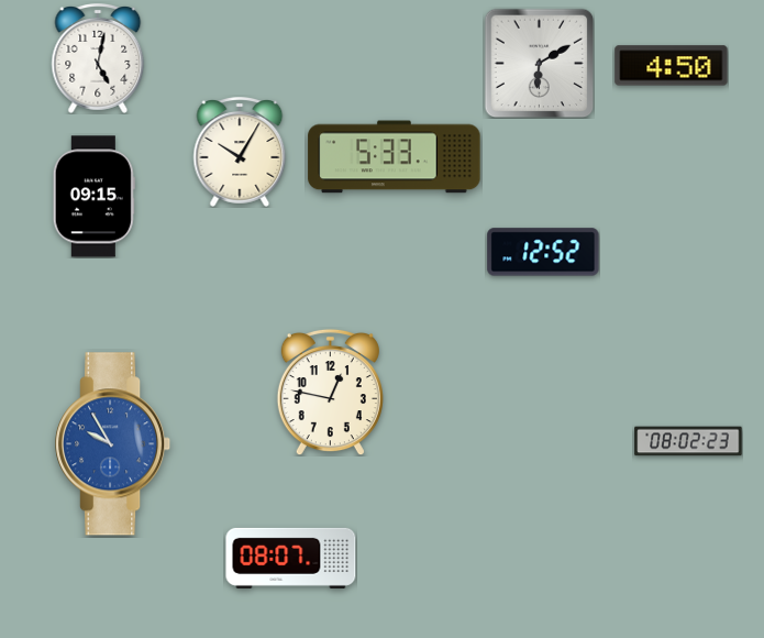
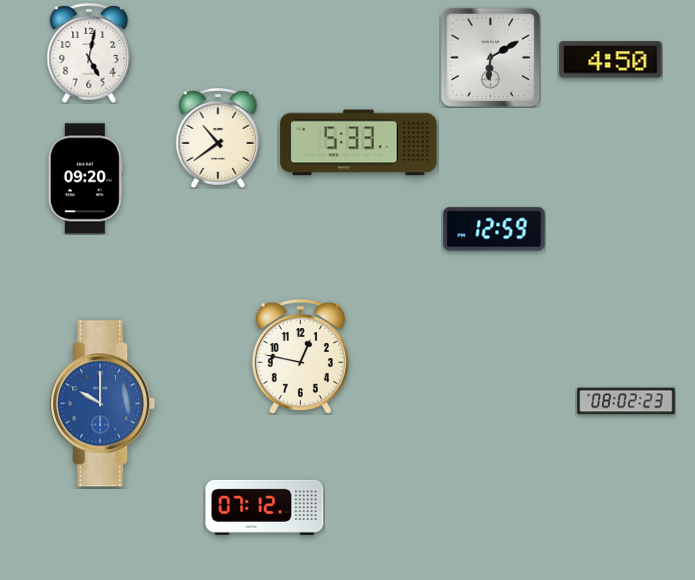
clock at (240, 153): 10:05 -> 10:39
clock at (93, 197): 09:15 -> 09:20
clock at (543, 252): 12:52 -> 12:59
clock at (114, 444): 9:55 -> 10:00
clock at (291, 558): 08:07 -> 07:12
